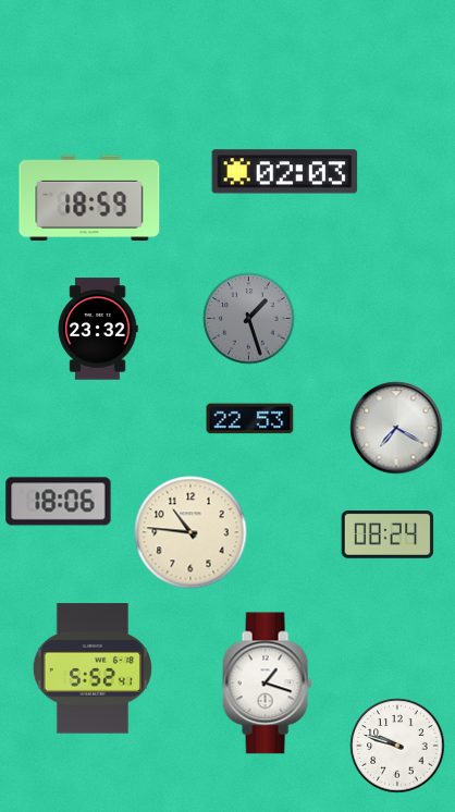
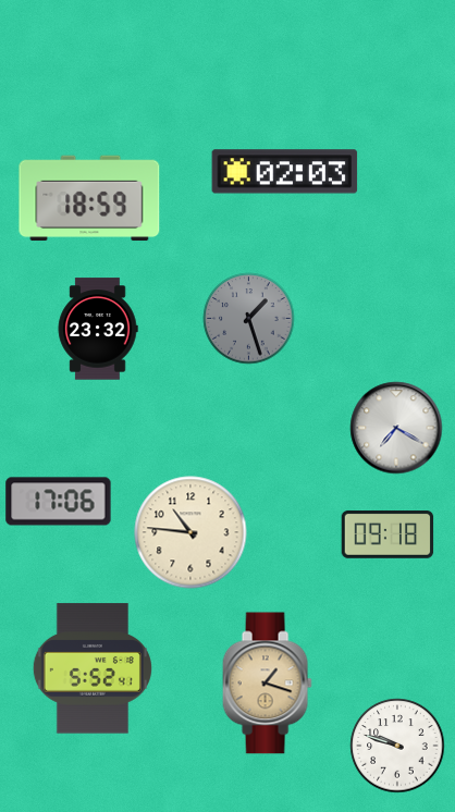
clock at (250, 419): 22:53 -> none
clock at (59, 502): 18:06 -> 17:06
clock at (388, 536): 08:24 -> 09:18
clock at (267, 684) dial: white -> champagne
